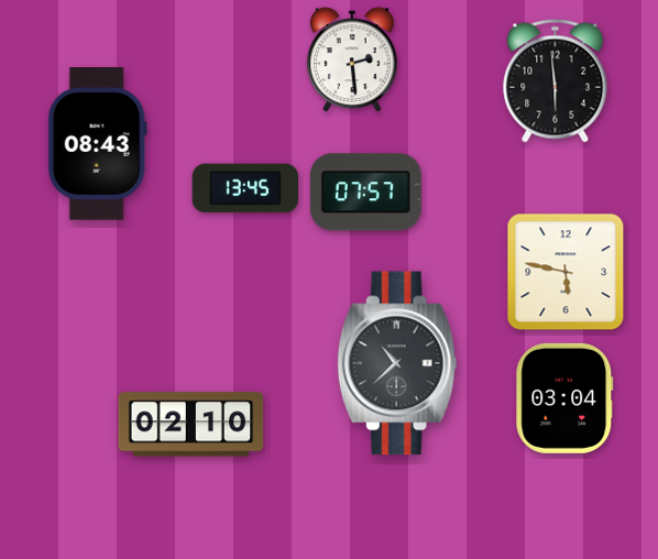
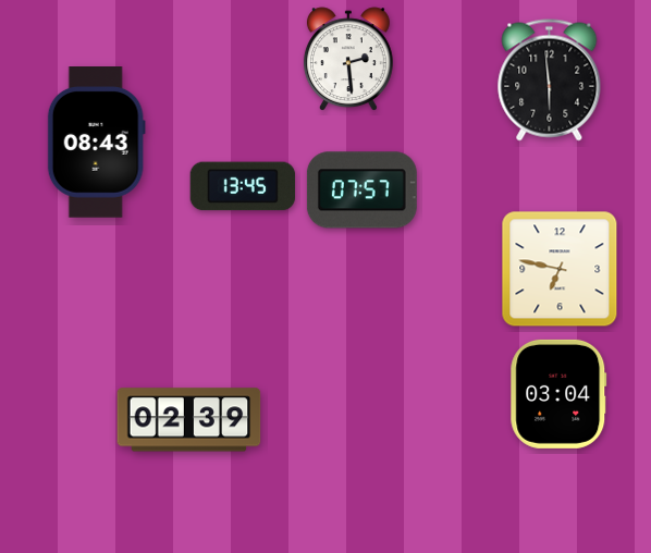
clock at (566, 272): 5:47 -> 6:47
clock at (397, 363): 10:38 -> none
clock at (191, 425): 02:10 -> 02:39
